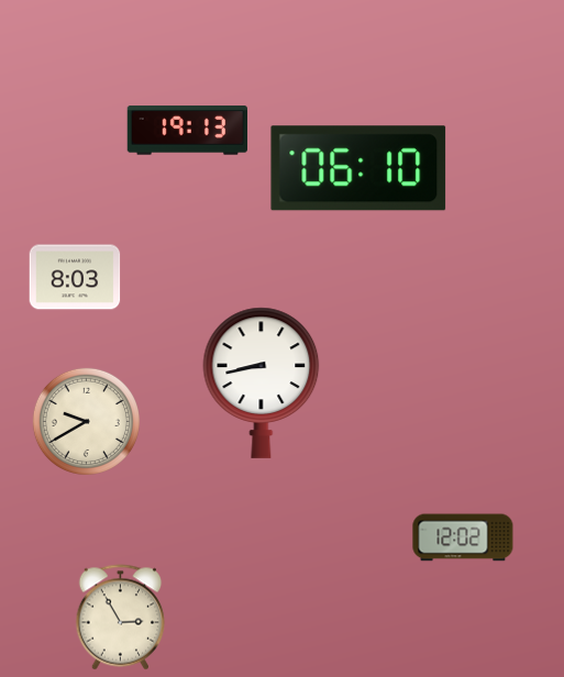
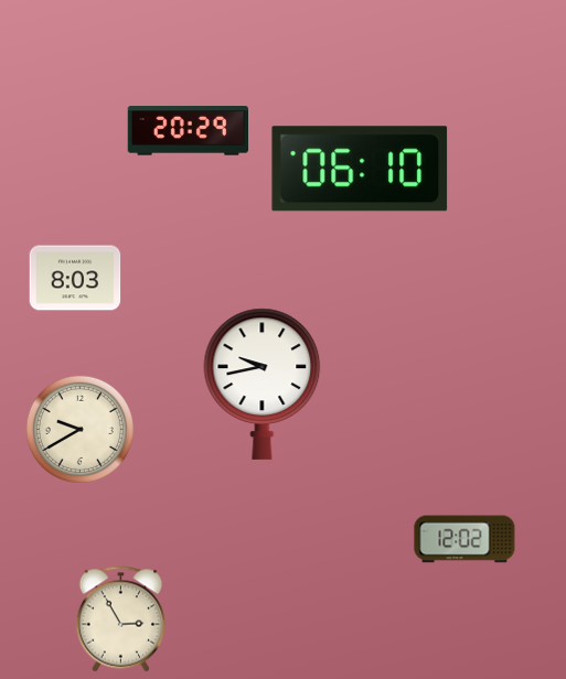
clock at (187, 131): 19:13 -> 20:29
clock at (262, 382): 8:43 -> 9:43
clock at (86, 421) position: (86, 421) -> (79, 429)
